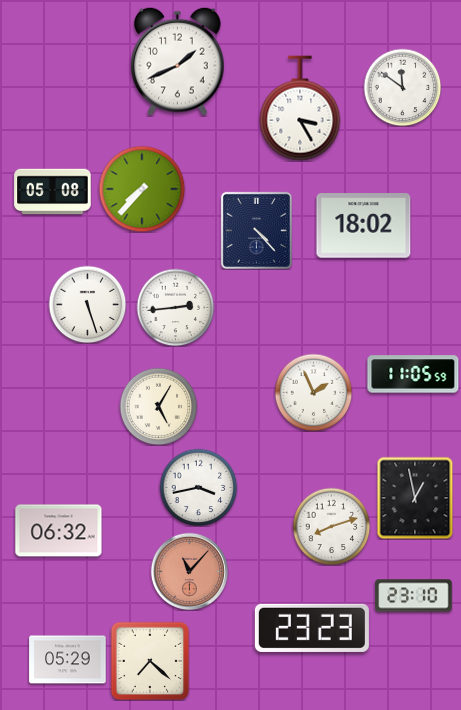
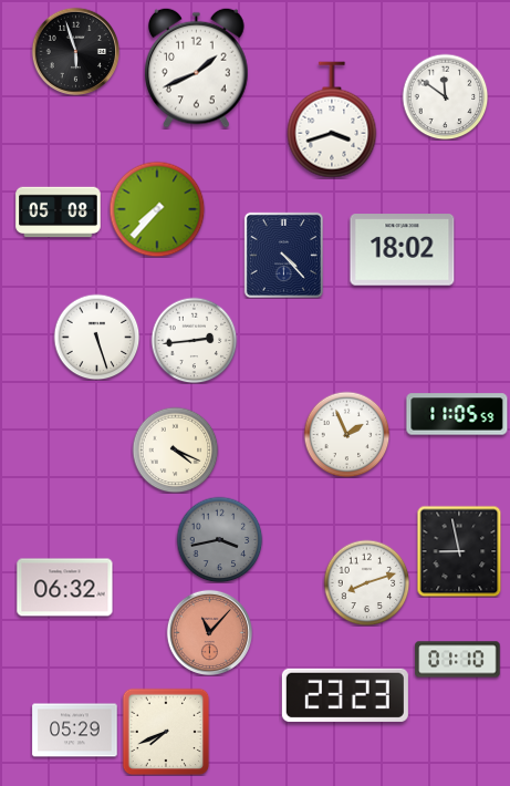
clock at (75, 51): none -> 5:57
clock at (300, 108): 3:25 -> 3:42
clock at (158, 406): 5:05 -> 4:19
clock at (198, 487) dial: white -> grey
clock at (415, 498): 12:58 -> 8:58
clock at (414, 596): 23:10 -> 01:10
clock at (150, 661): 7:22 -> 7:41
